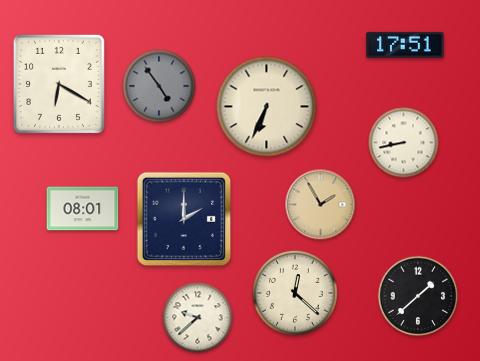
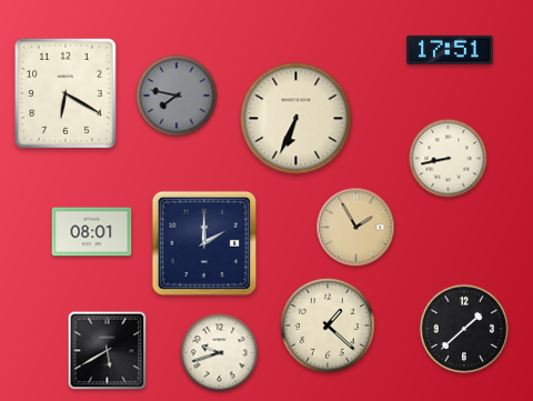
clock at (159, 86): 4:54 -> 7:47
clock at (295, 293): 12:22 -> 1:22
clock at (108, 351): none -> 5:40
clock at (198, 318): 9:38 -> 9:42
